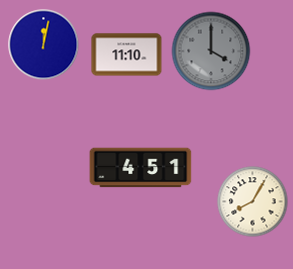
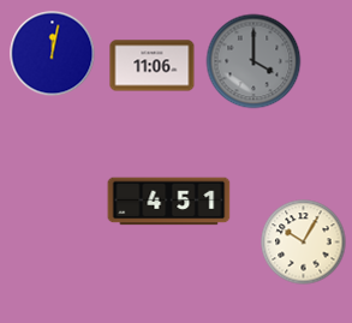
clock at (127, 55): 11:10 -> 11:06
clock at (253, 202): 8:05 -> 10:05
